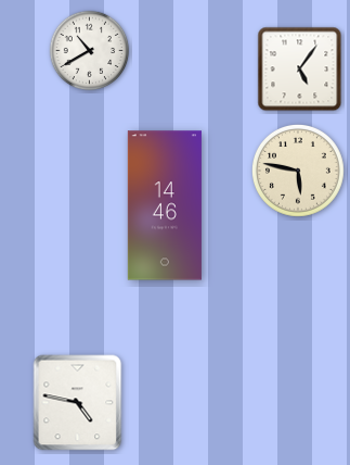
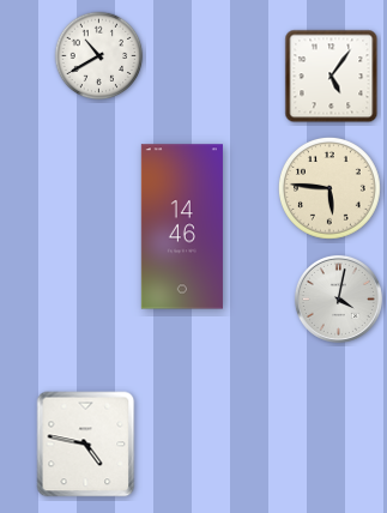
clock at (298, 171): 5:47 -> 5:46
clock at (338, 298): none -> 4:02
